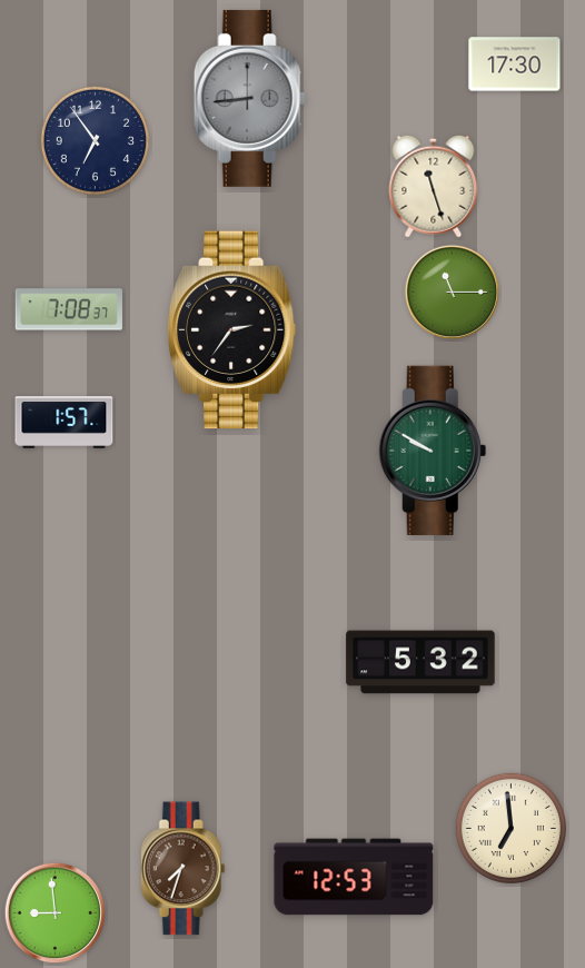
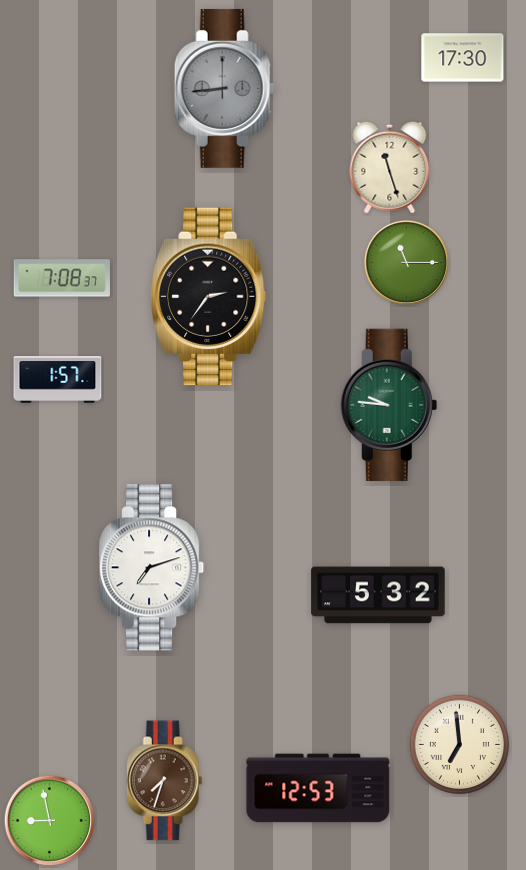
clock at (95, 140): 6:54 -> none
clock at (433, 451): 9:50 -> 9:46
clock at (152, 568): none -> 7:12
clock at (56, 913): 8:59 -> 8:58
